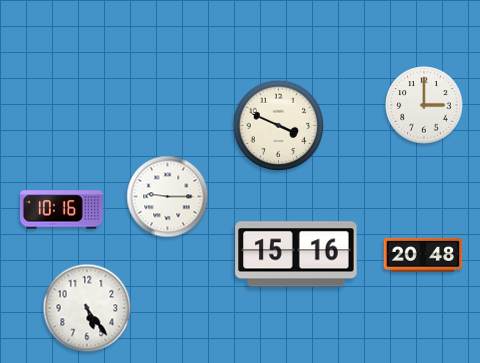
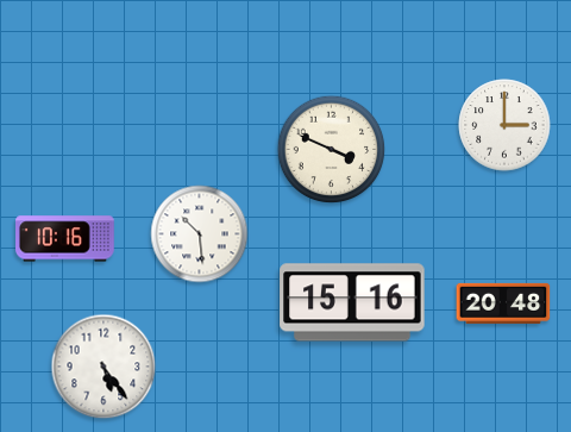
clock at (168, 197): 9:15 -> 10:29
clock at (62, 210) position: (62, 210) -> (65, 239)
